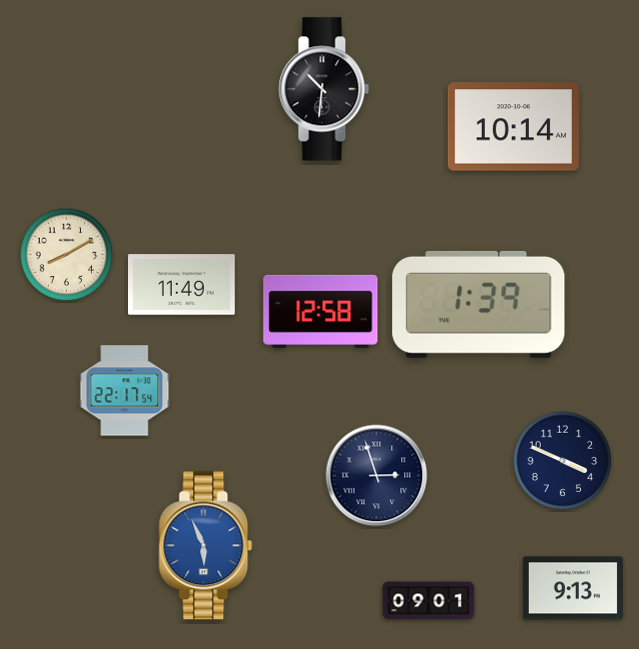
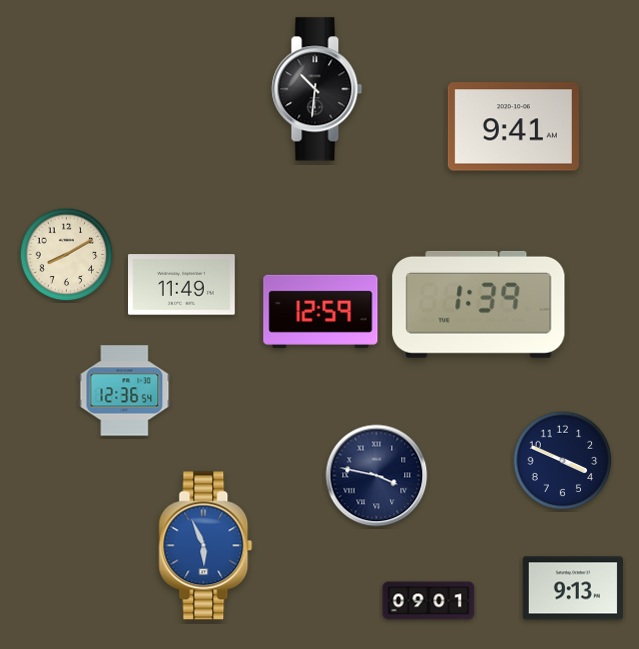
clock at (324, 89) position: (324, 89) -> (317, 89)
clock at (513, 127): 10:14 -> 9:41
clock at (321, 311): 12:58 -> 12:59
clock at (125, 391): 22:17 -> 12:36
clock at (377, 476): 2:57 -> 3:47
